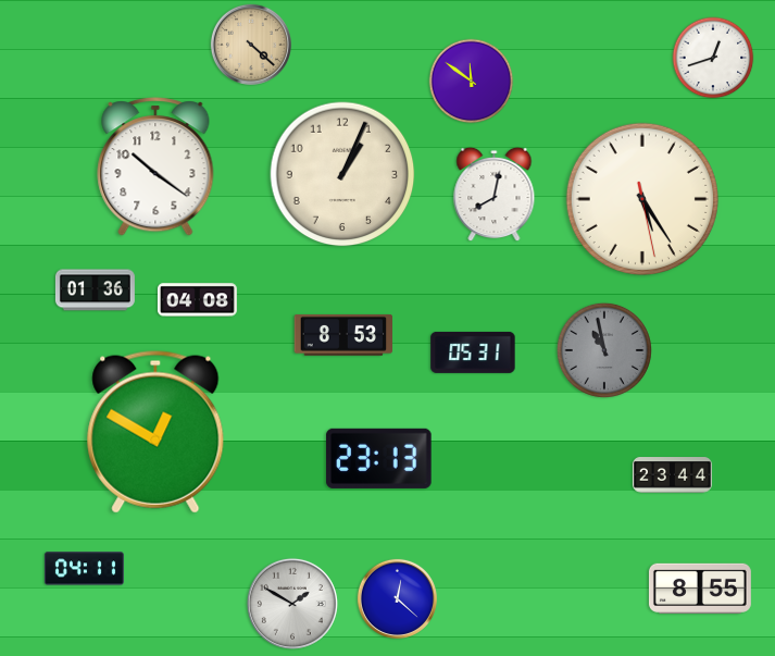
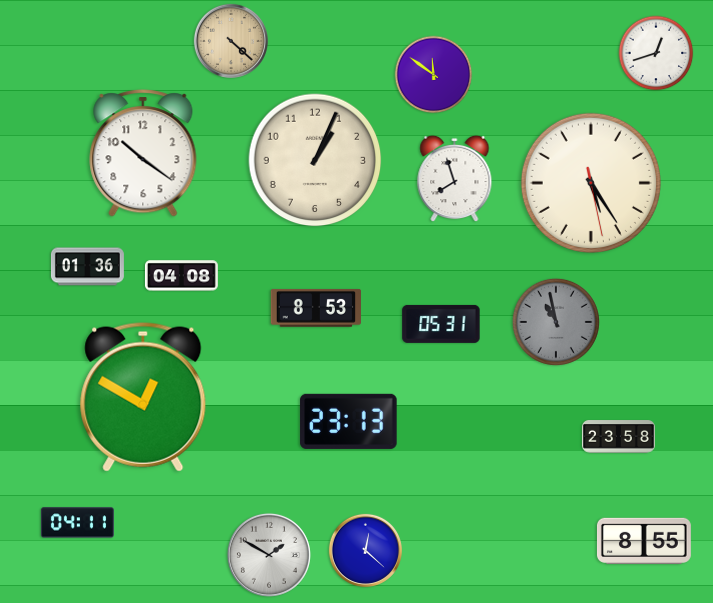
clock at (495, 195): 8:02 -> 7:57
clock at (473, 352) position: (473, 352) -> (441, 324)
clock at (672, 475): 23:44 -> 23:58
